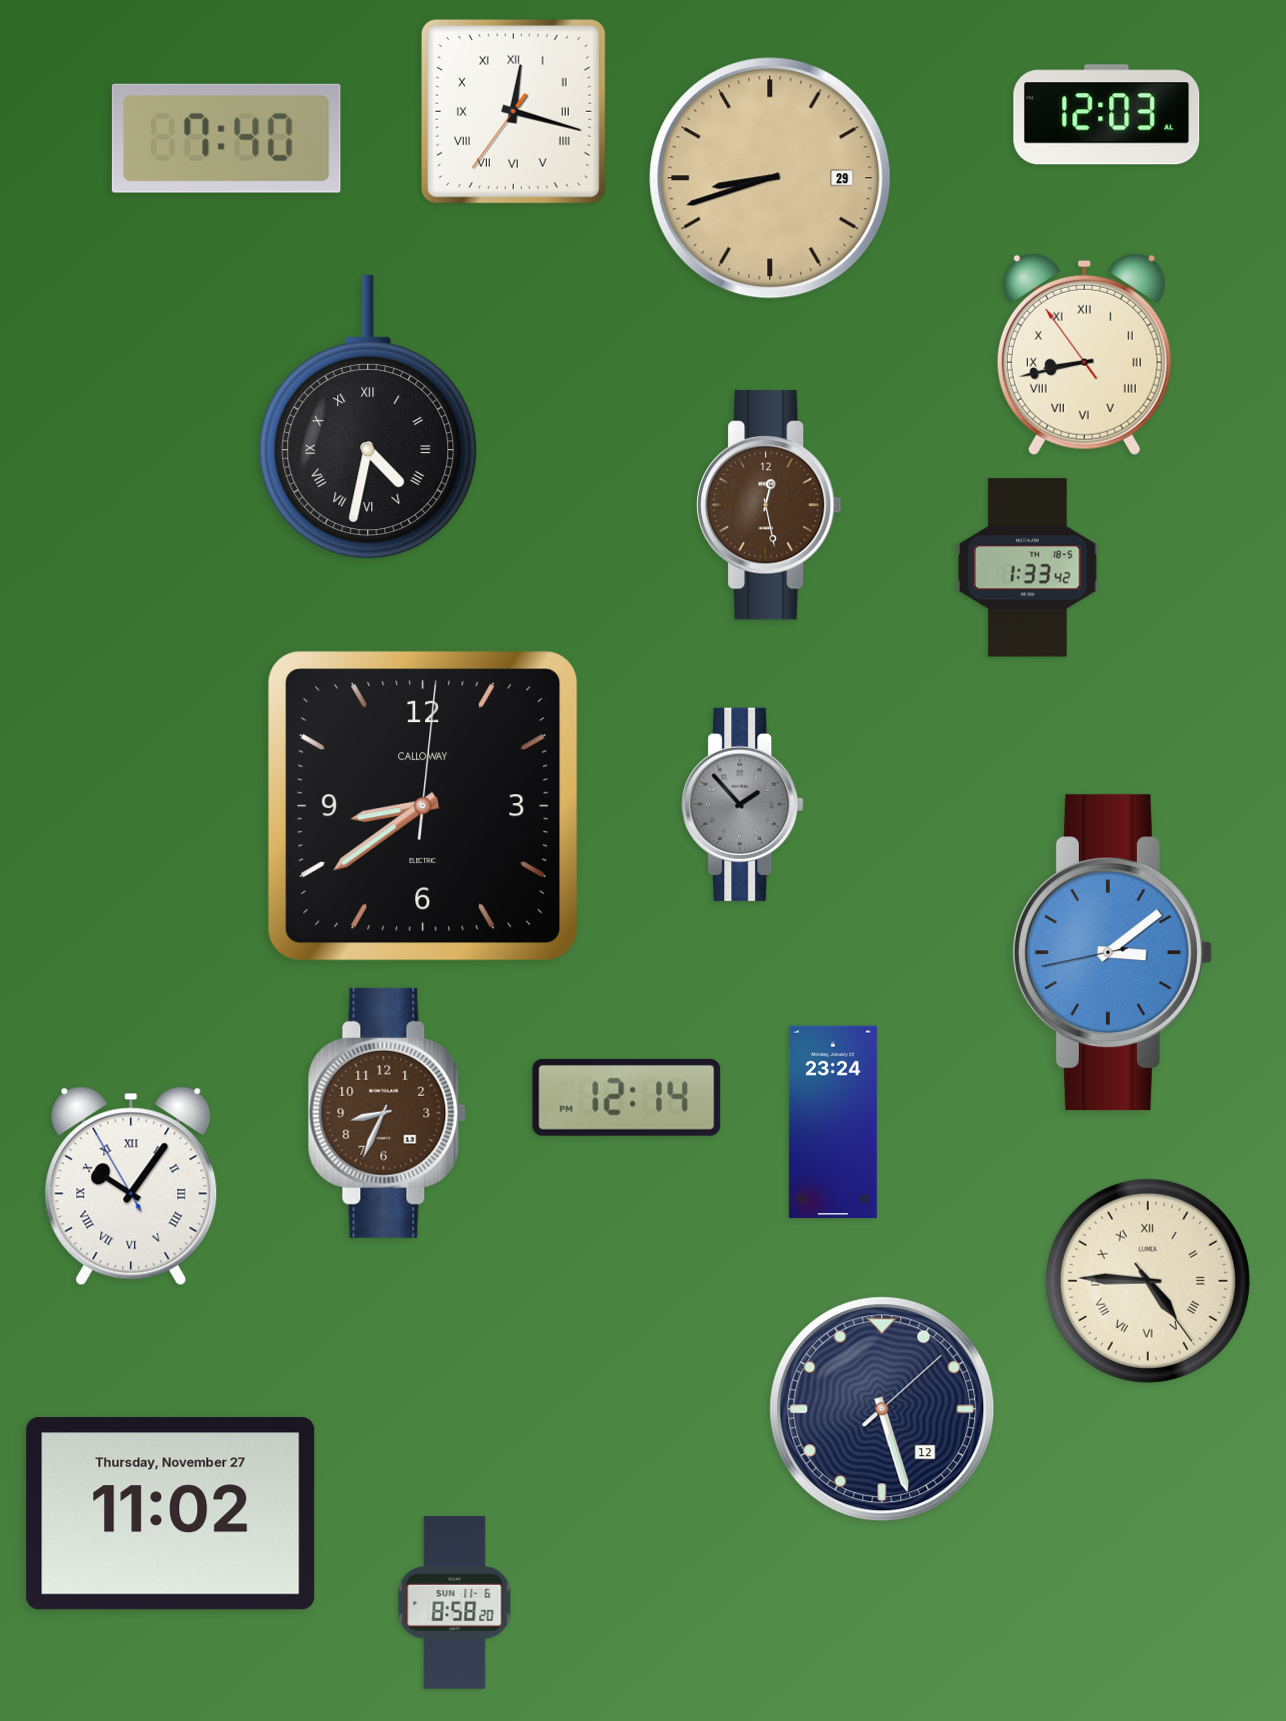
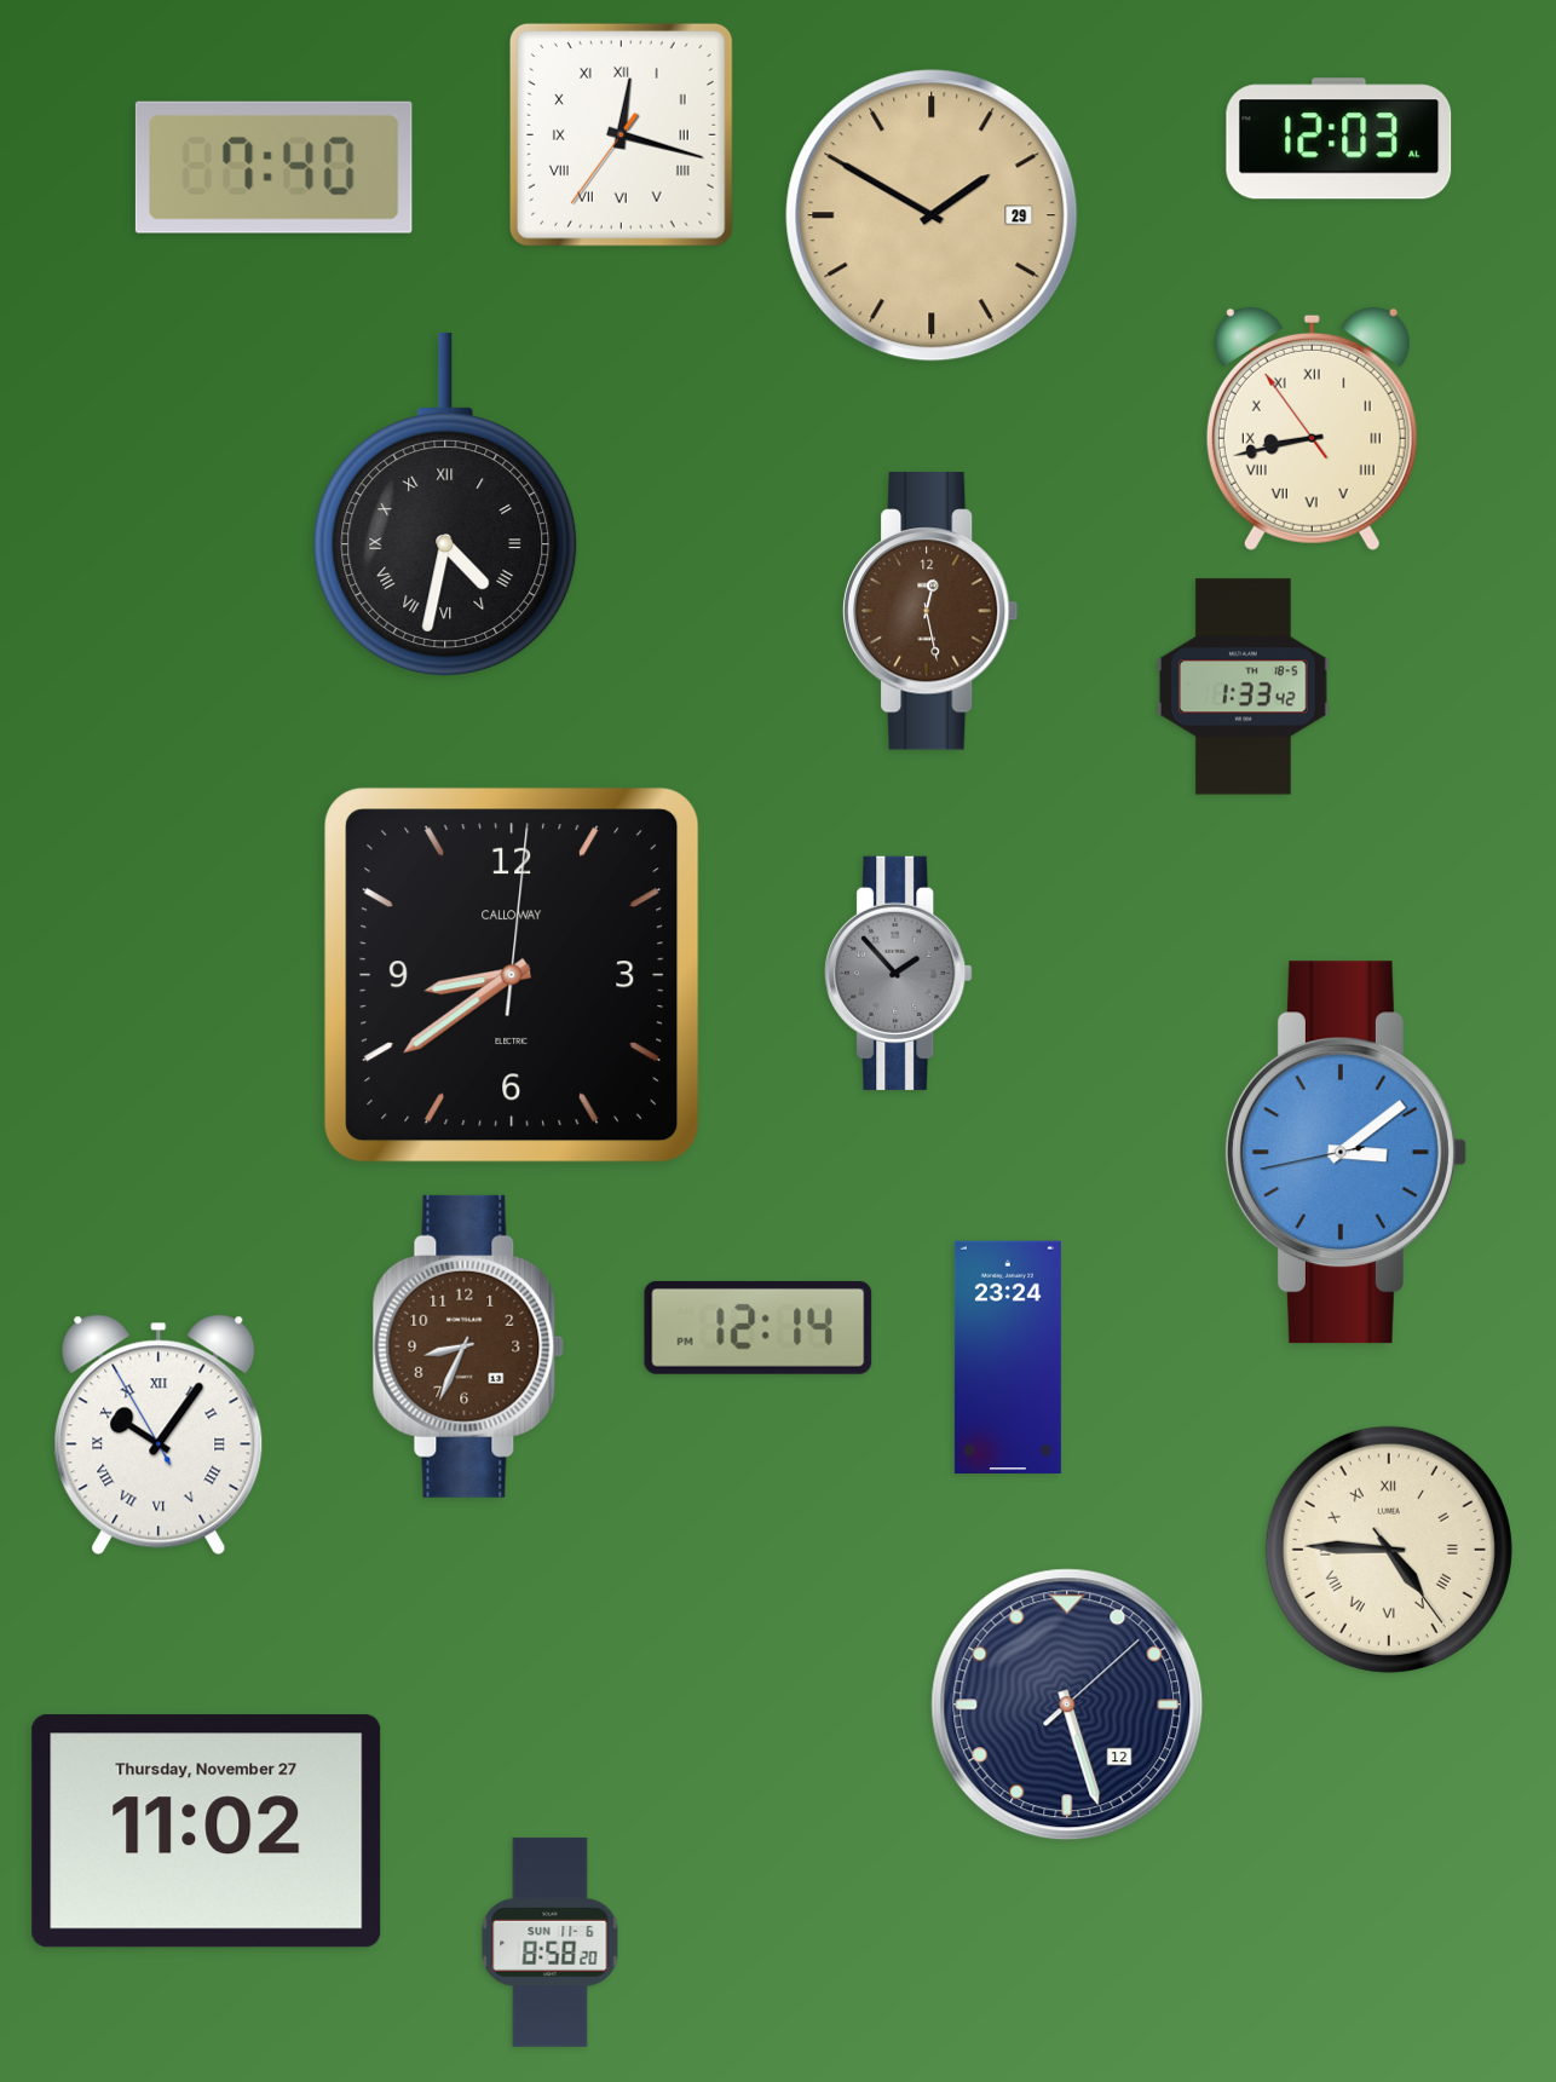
clock at (770, 178): 8:42 -> 1:50
clock at (455, 1602) position: (455, 1602) -> (551, 1942)
